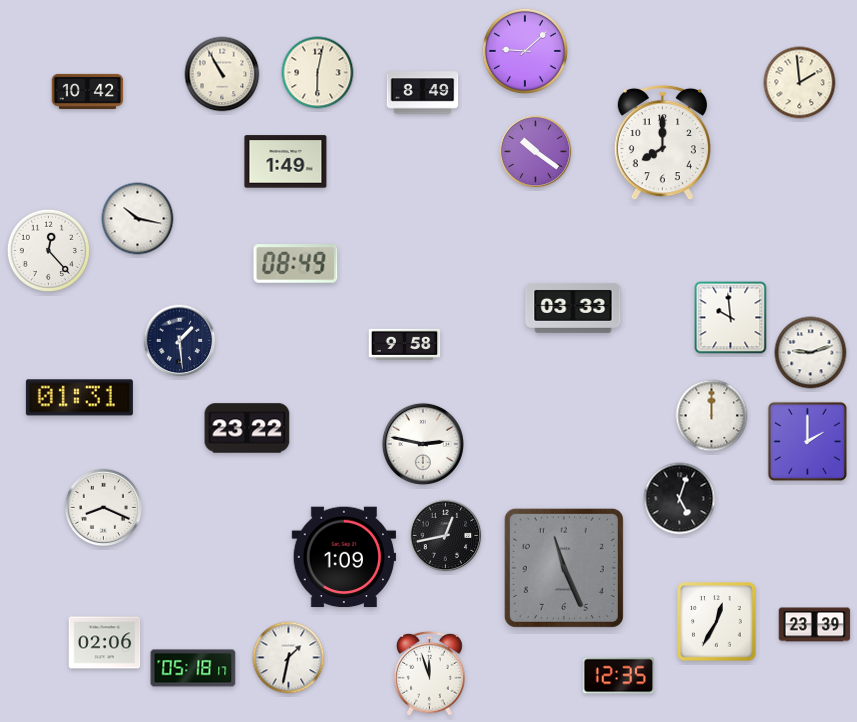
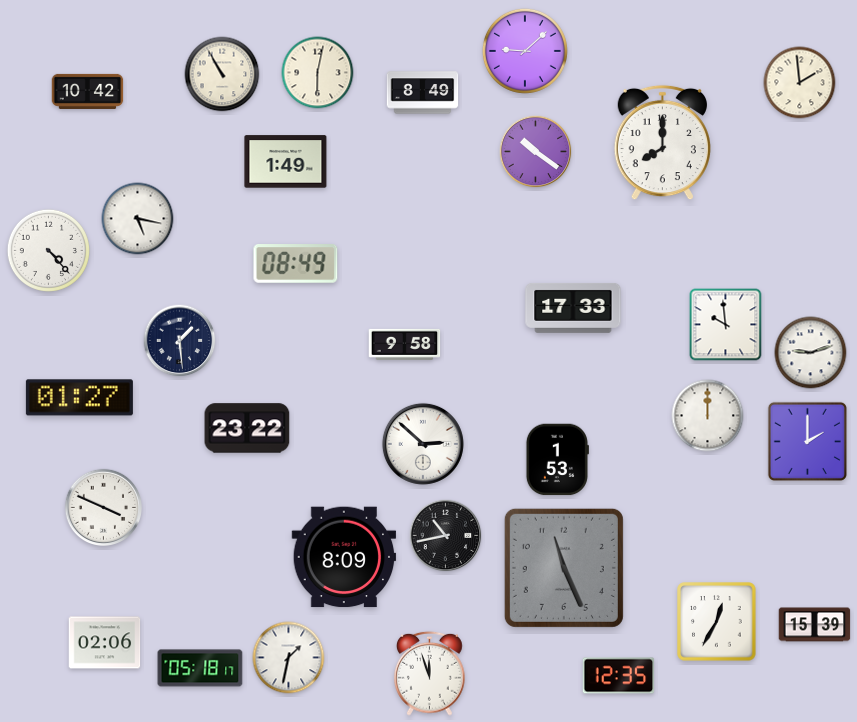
clock at (138, 219): 10:17 -> 5:17
clock at (48, 250): 12:23 -> 4:23
clock at (573, 308): 03:33 -> 17:33
clock at (731, 318) position: (731, 318) -> (726, 325)
clock at (79, 398): 01:31 -> 01:27
clock at (712, 416) position: (712, 416) -> (708, 416)
clock at (423, 444): 2:47 -> 2:52
clock at (557, 460): none -> 1:53
clock at (680, 499): 5:03 -> none
clock at (103, 507): 8:19 -> 3:49
clock at (446, 536): 12:43 -> 10:43
clock at (344, 557): 1:09 -> 8:09
clock at (815, 625): 23:39 -> 15:39
clock at (193, 668) position: (193, 668) -> (200, 668)
